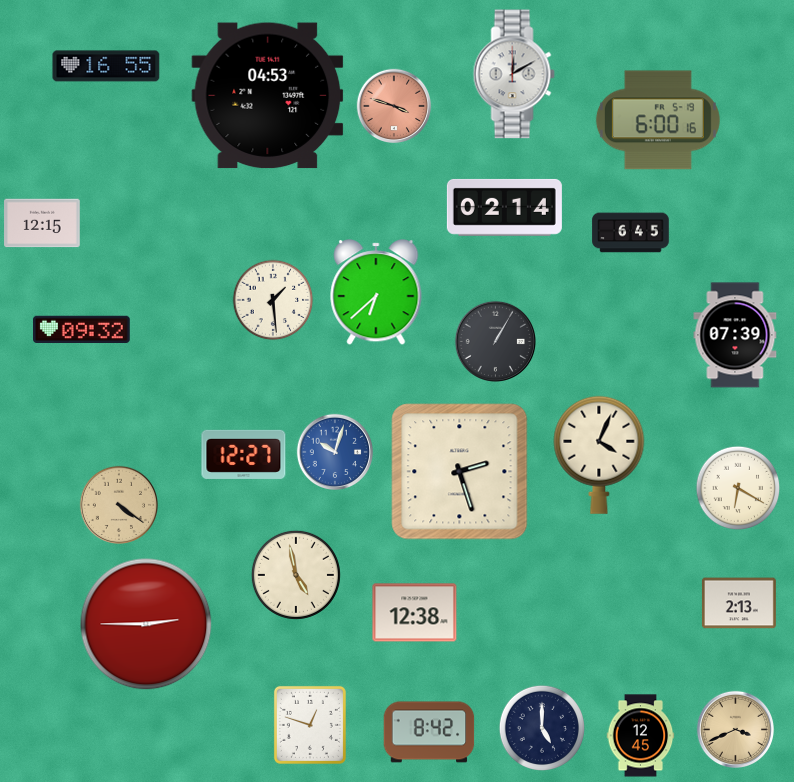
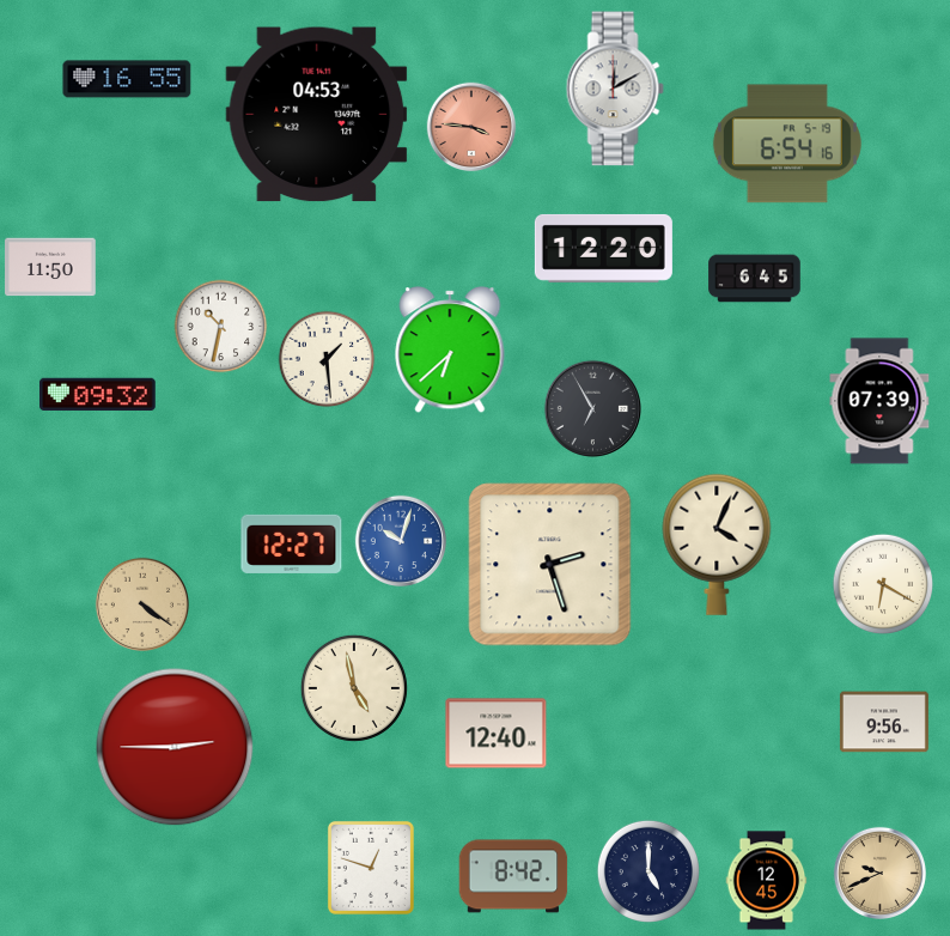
clock at (268, 96) position: (268, 96) -> (317, 115)
clock at (394, 106): 3:48 -> 3:46
clock at (658, 120): 6:00 -> 6:54
clock at (504, 207): 02:14 -> 12:20
clock at (42, 223): 12:15 -> 11:50
clock at (221, 327): none -> 10:32
clock at (495, 341): 1:05 -> 6:55
clock at (739, 603): 2:13 -> 9:56
clock at (415, 613): 12:38 -> 12:40
clock at (735, 729): 3:41 -> 9:41
